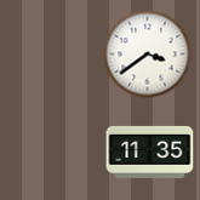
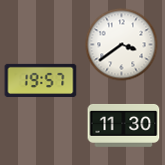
clock at (41, 80): none -> 19:57
clock at (150, 152): 11:35 -> 11:30
